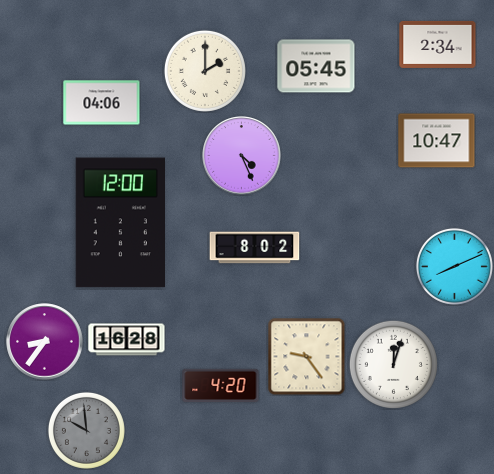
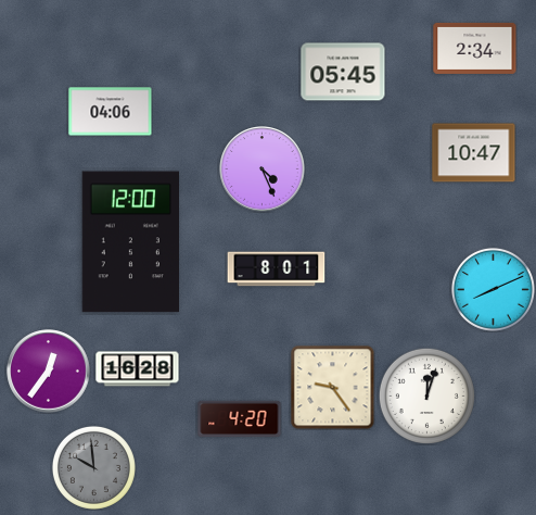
clock at (205, 71): 2:00 -> none
clock at (255, 248): 8:02 -> 8:01
clock at (45, 342): 8:36 -> 12:36
